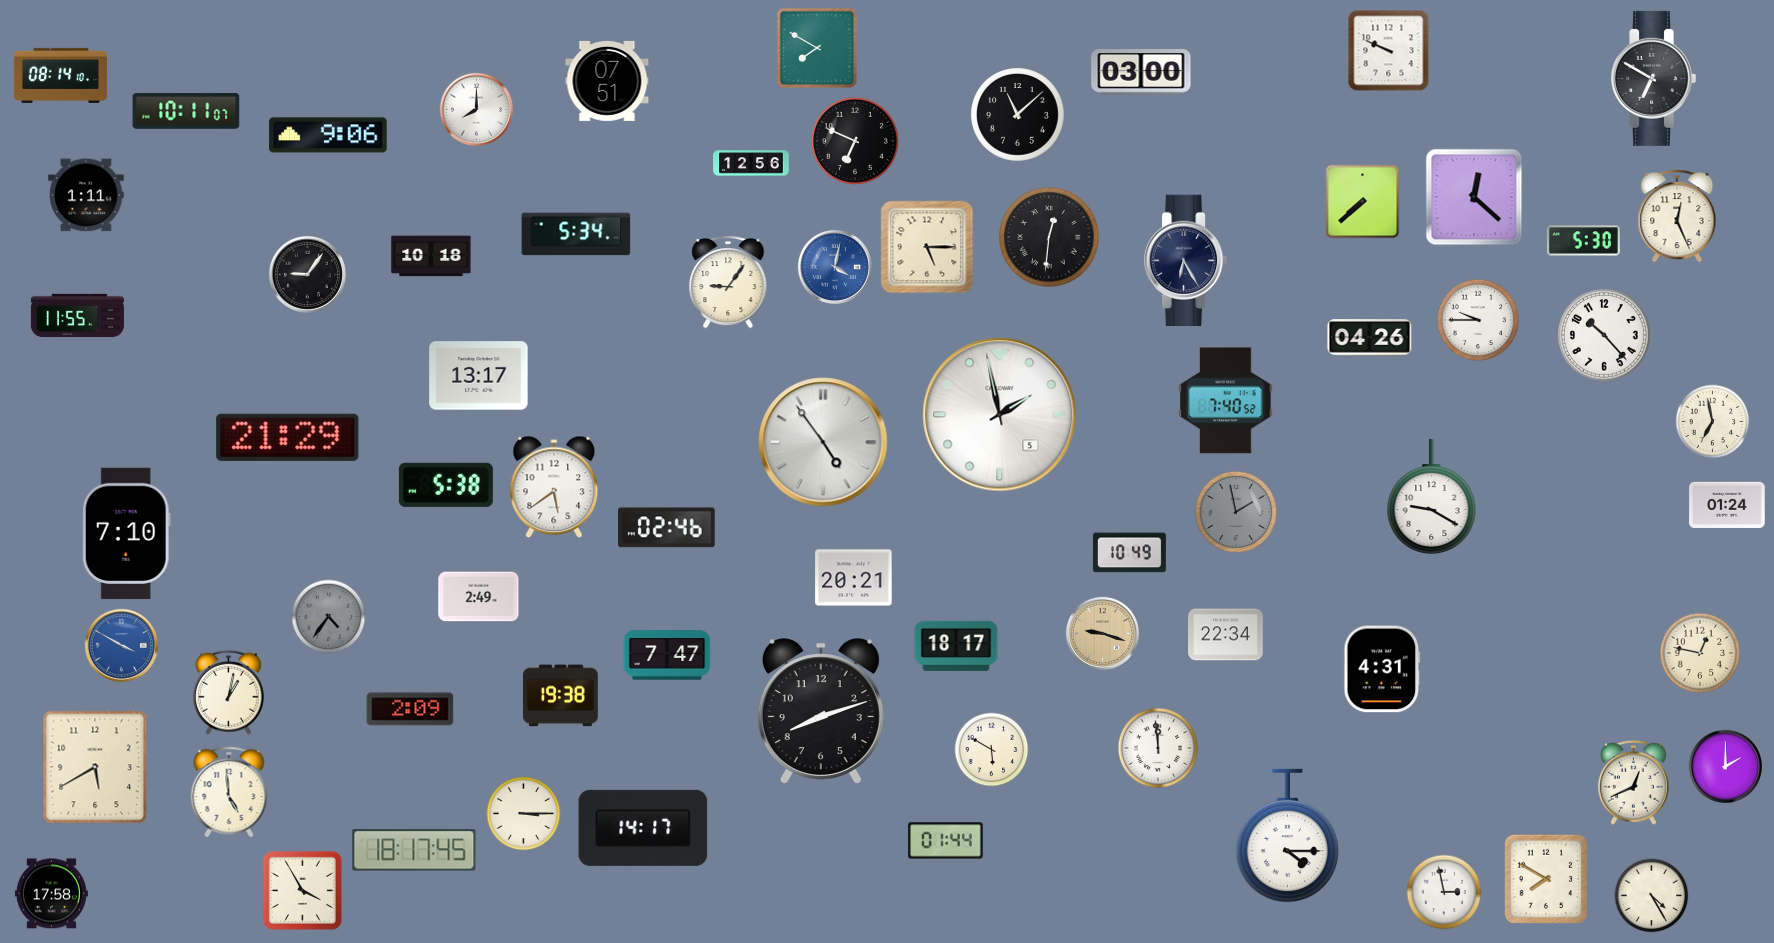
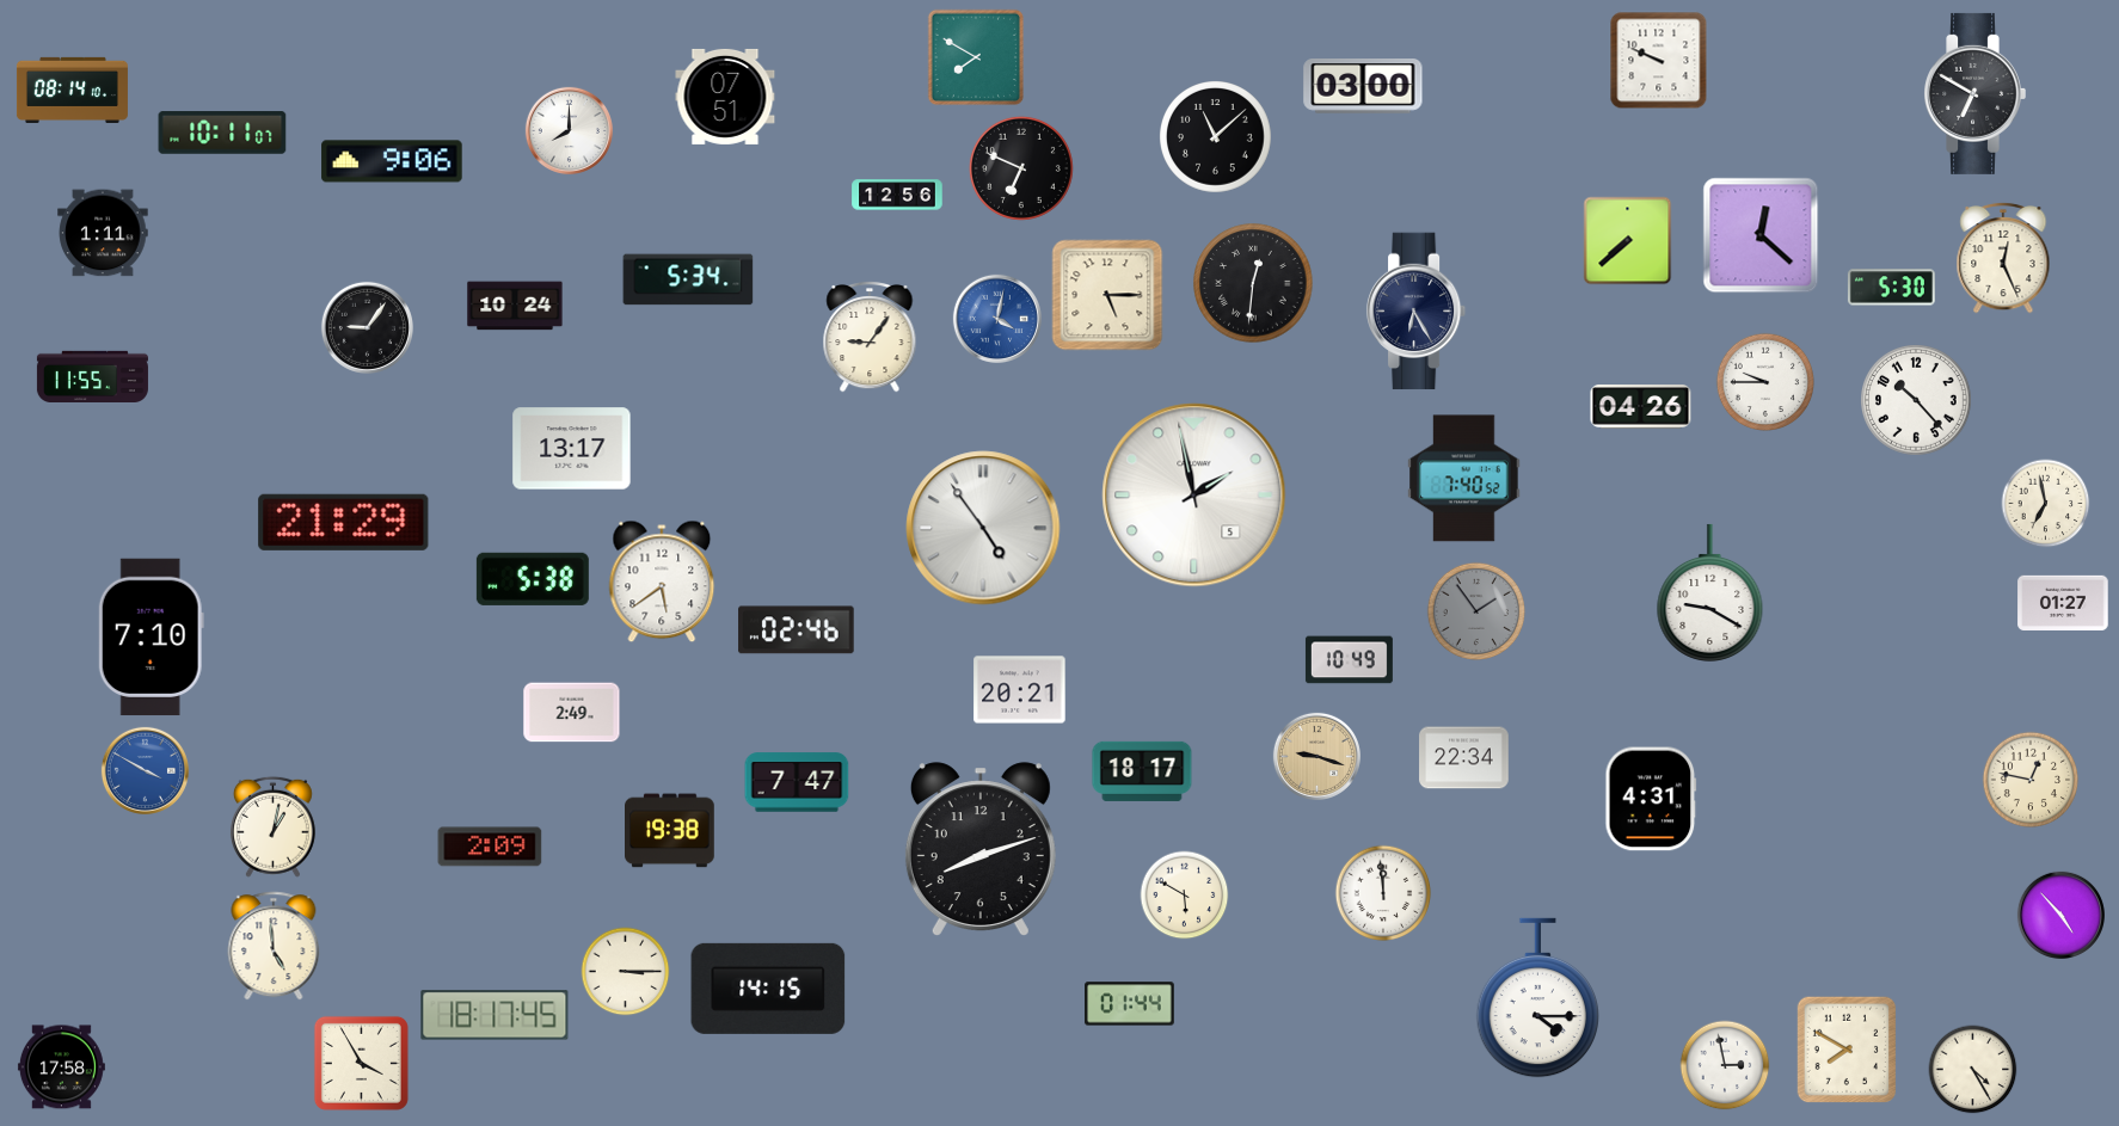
clock at (431, 256): 10:18 -> 10:24
clock at (1370, 338) position: (1370, 338) -> (1641, 407)
clock at (1727, 505): 01:24 -> 01:27
clock at (1236, 511): 1:58 -> 1:54
clock at (329, 617): 4:36 -> none
clock at (1725, 766): 2:00 -> 4:53
clock at (95, 767): 5:40 -> none
clock at (1633, 782): 12:41 -> none
clock at (643, 828): 14:17 -> 14:15
